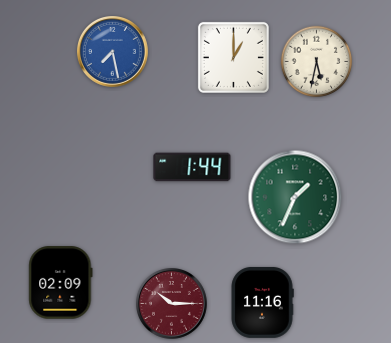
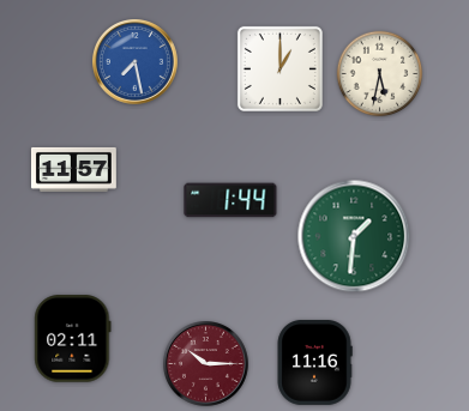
clock at (73, 169): none -> 11:57
clock at (295, 197): 1:34 -> 1:31
clock at (61, 283): 02:09 -> 02:11
